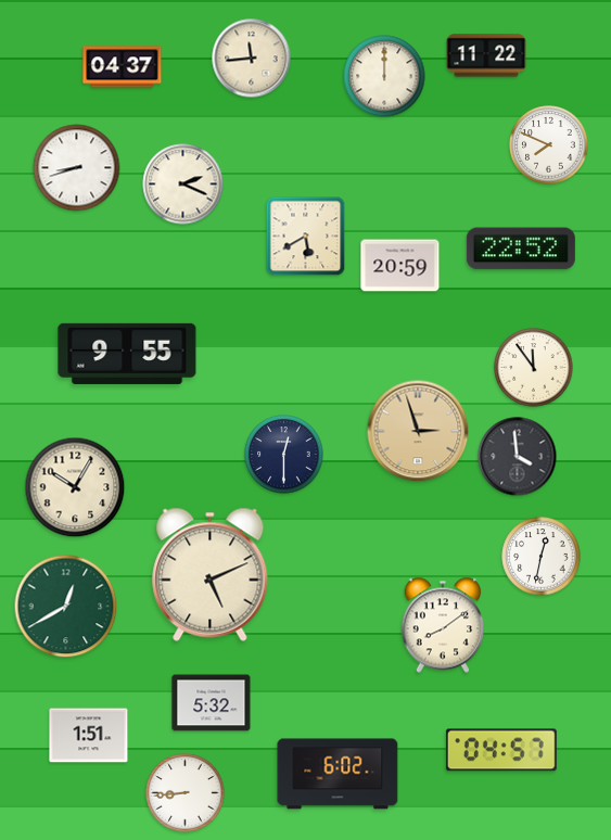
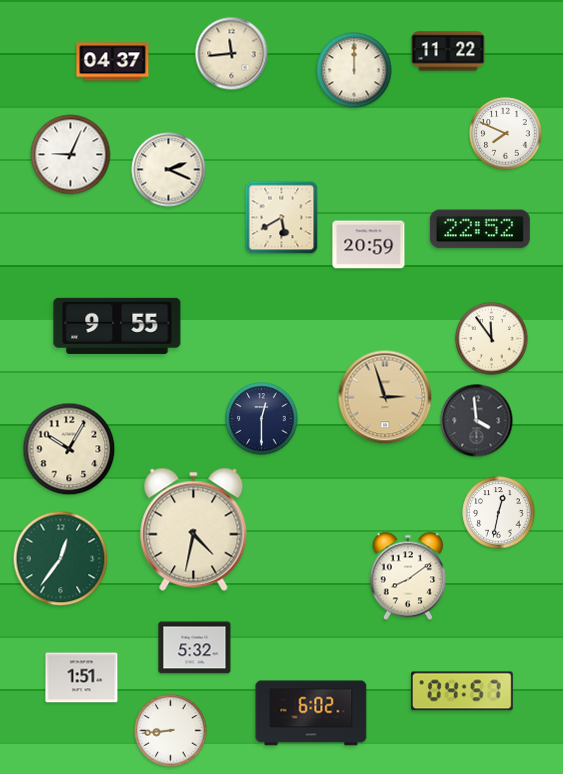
clock at (77, 168): 8:42 -> 9:04
clock at (211, 574): 5:11 -> 4:32
clock at (66, 607): 12:40 -> 12:36
